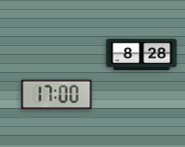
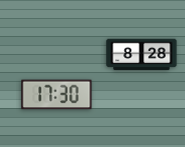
clock at (57, 95): 17:00 -> 17:30
